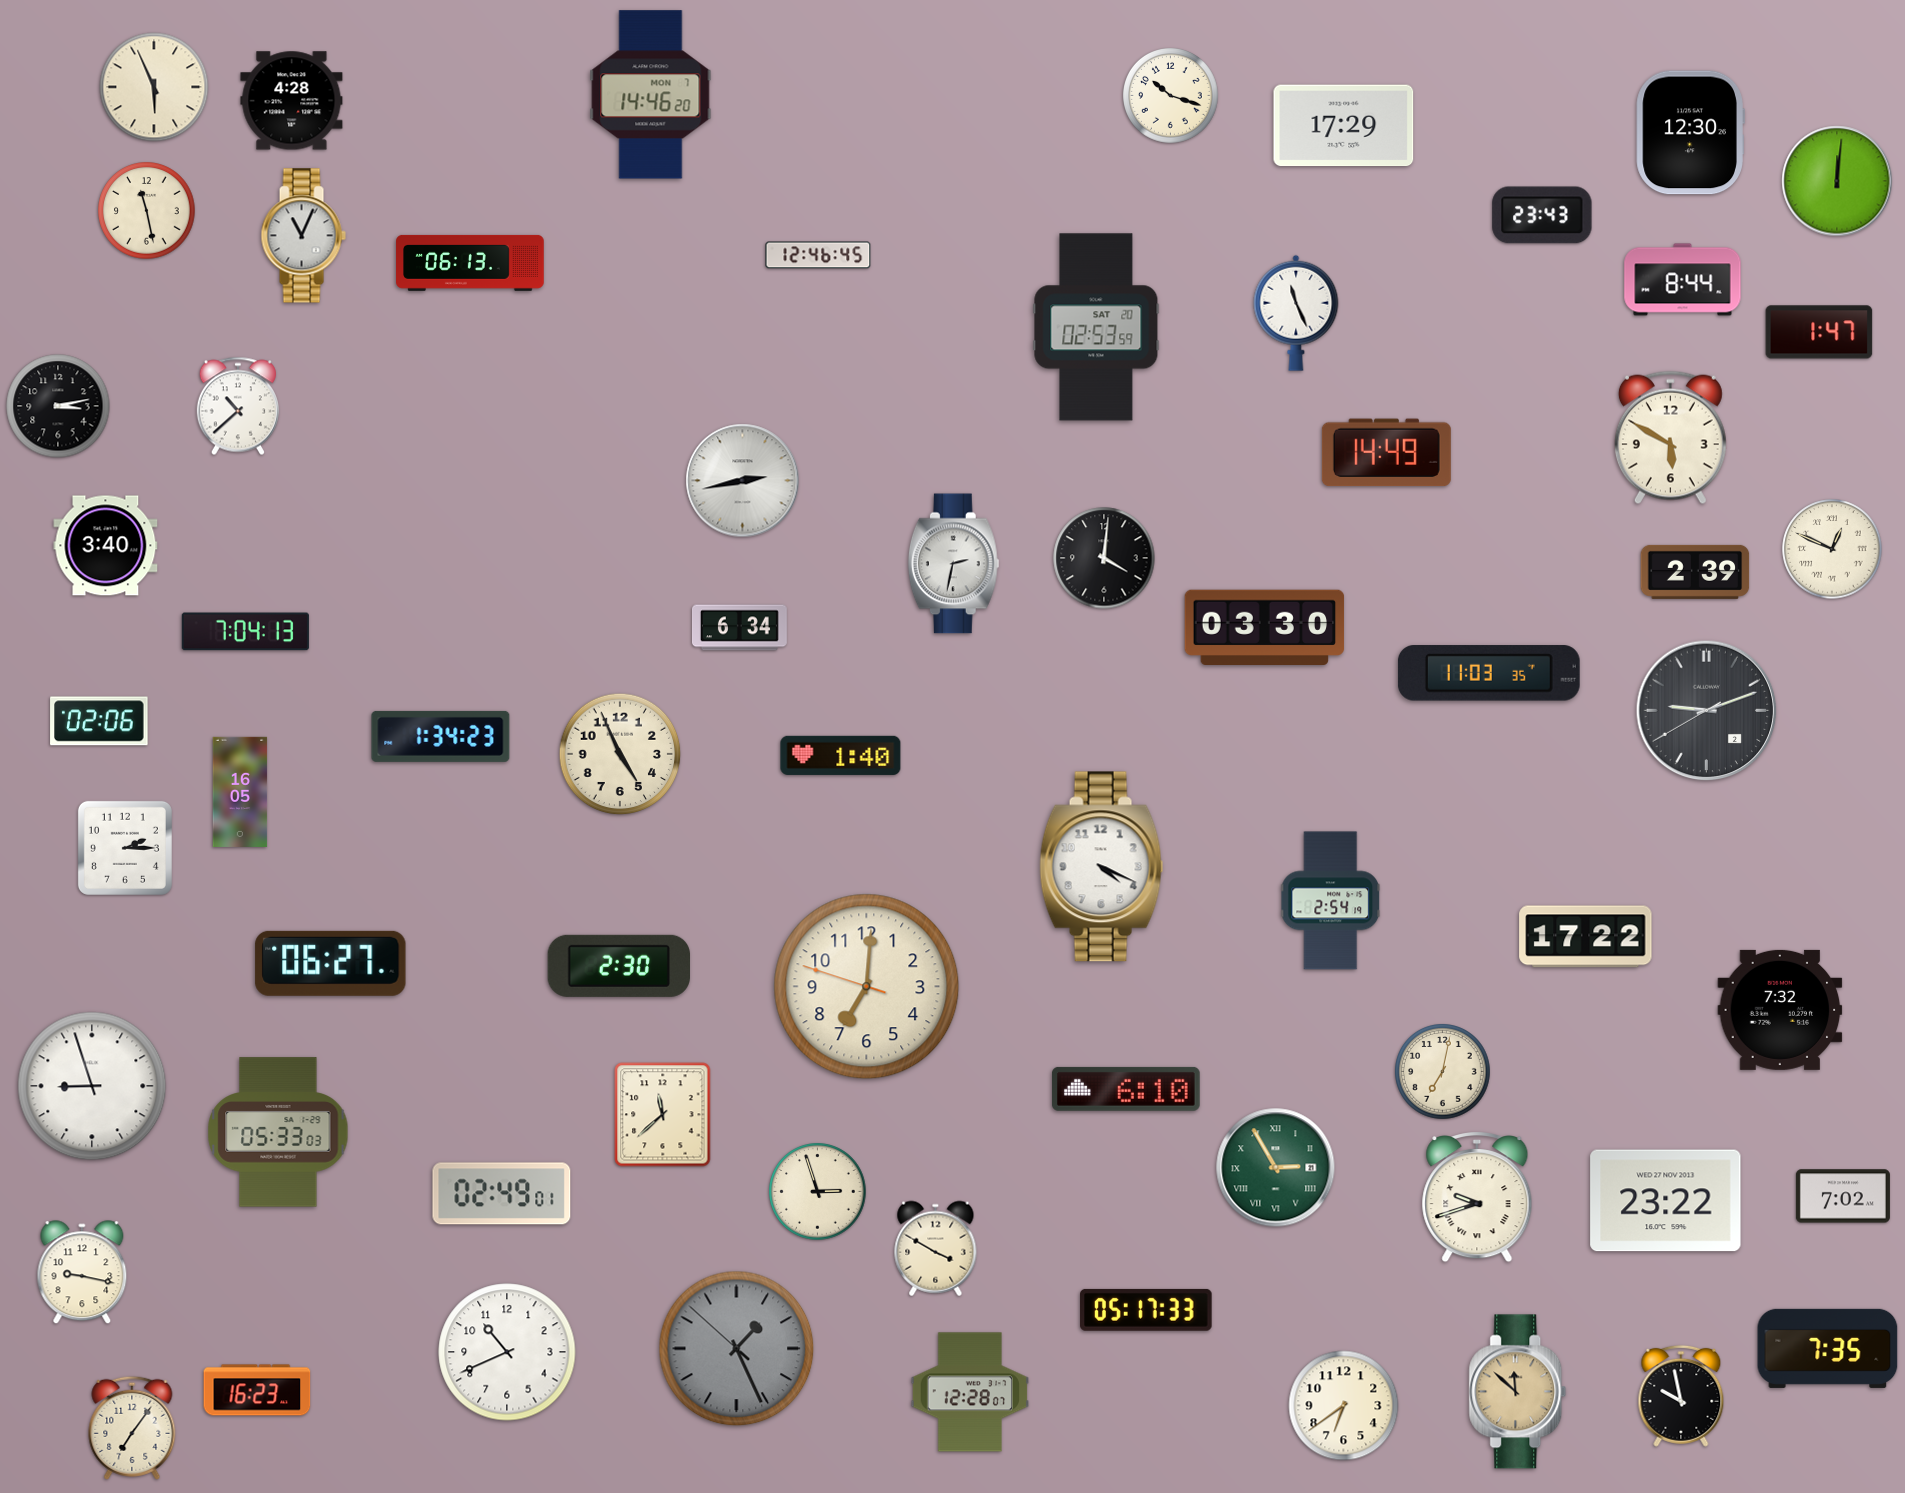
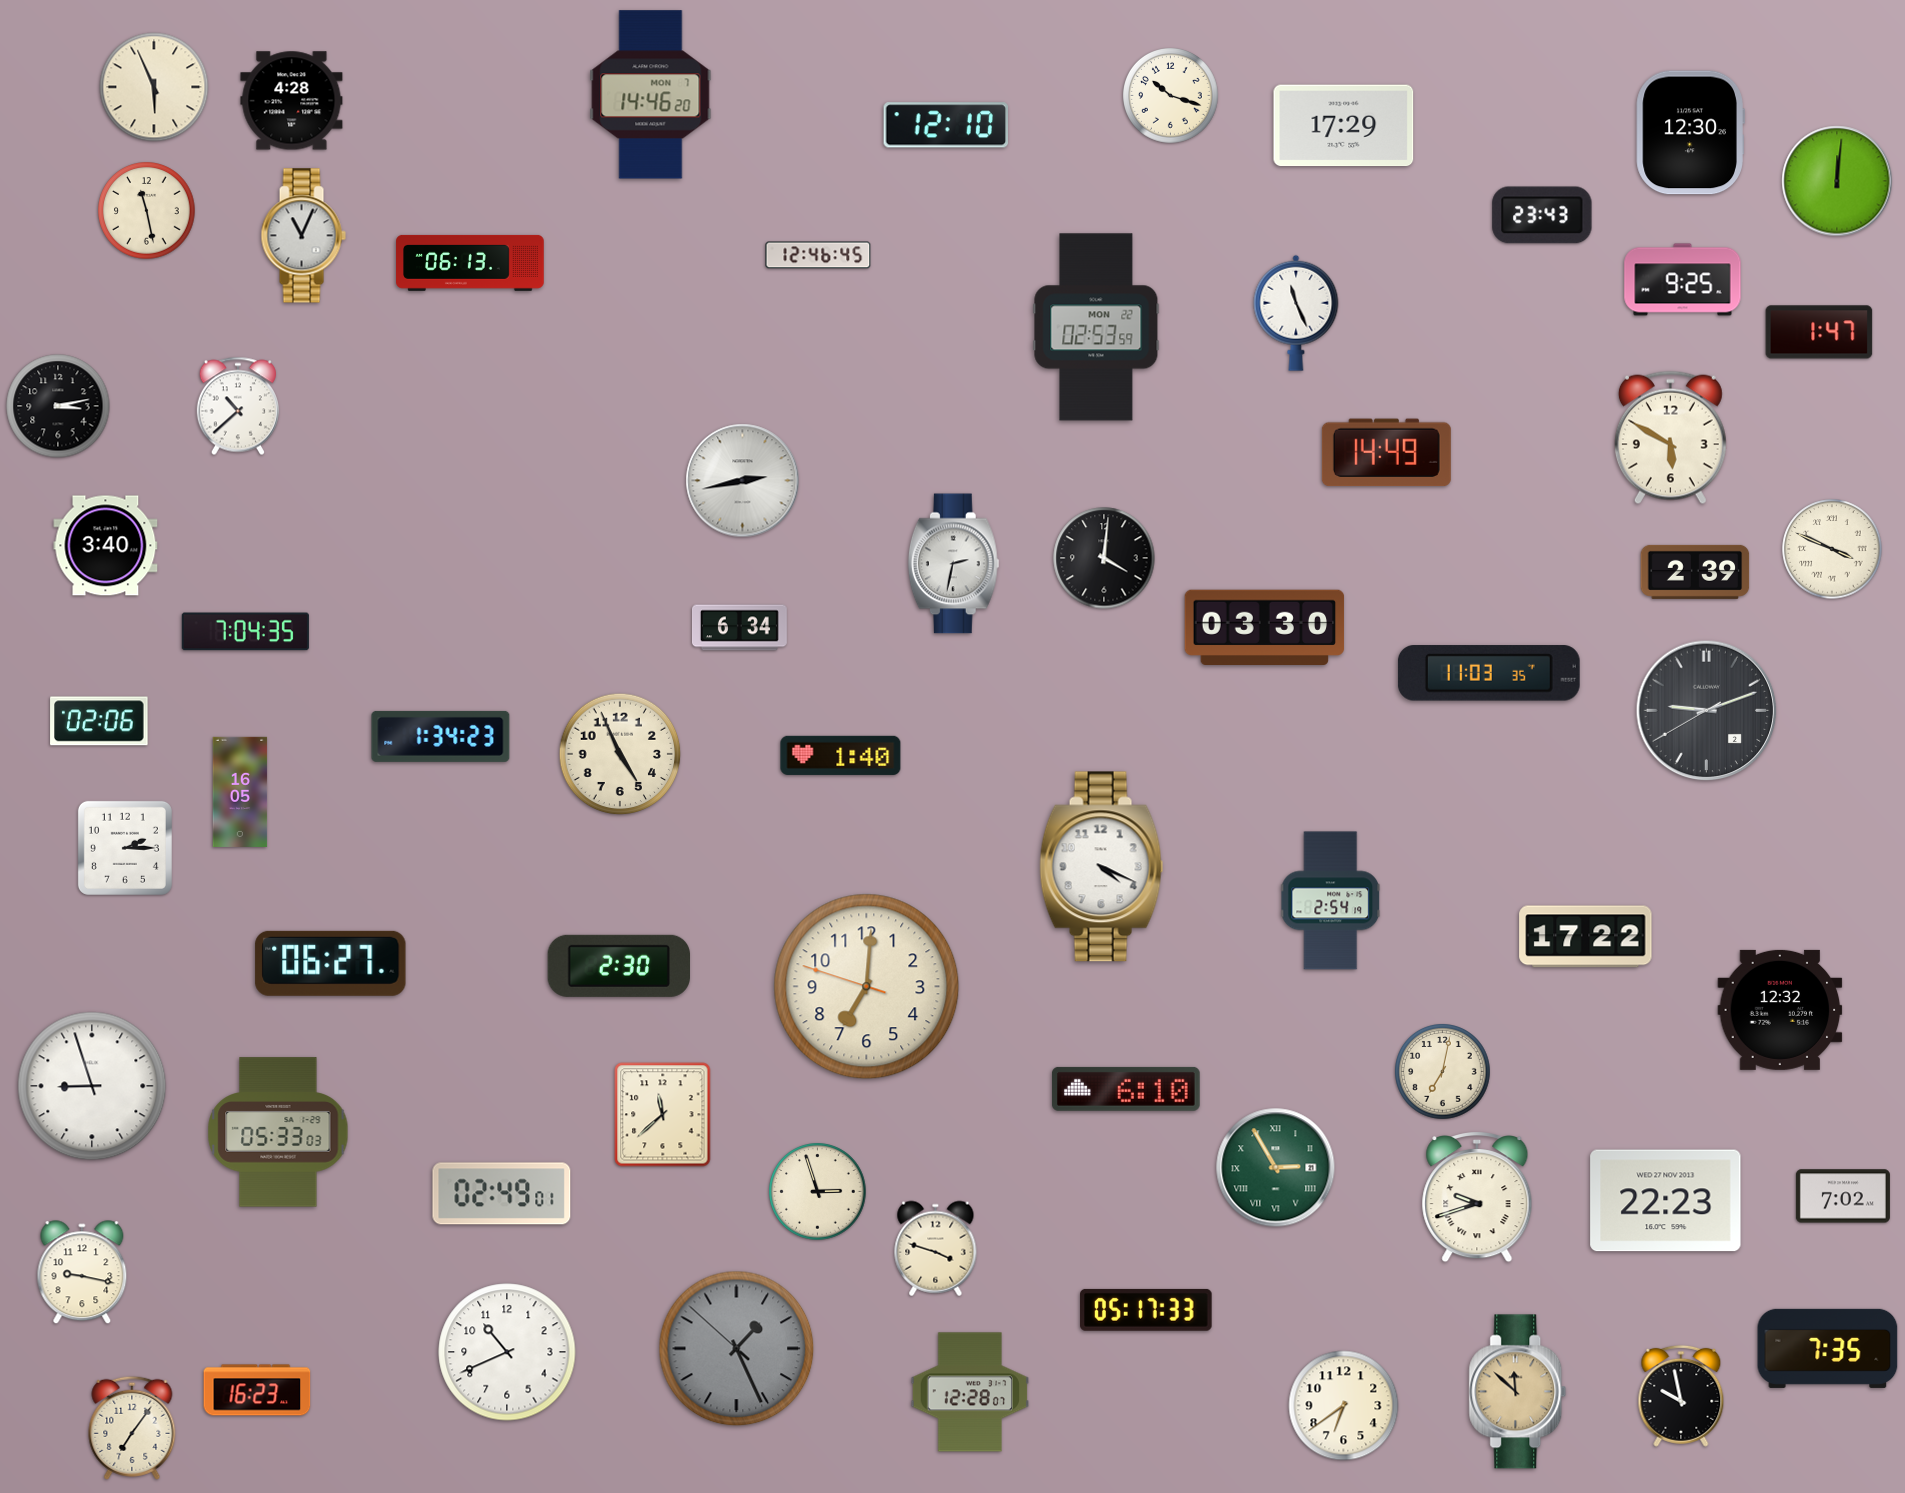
clock at (945, 125): none -> 12:10
clock at (1683, 280): 8:44 -> 9:25
clock at (1096, 327) date: SAT 20 -> MON 22
clock at (1832, 549): 12:49 -> 3:49
clock at (245, 632): 7:04:13 -> 7:04:35
clock at (1780, 1010): 7:32 -> 12:32
clock at (1666, 1201): 23:22 -> 22:23
clock at (936, 1249): 3:50 -> 3:48
